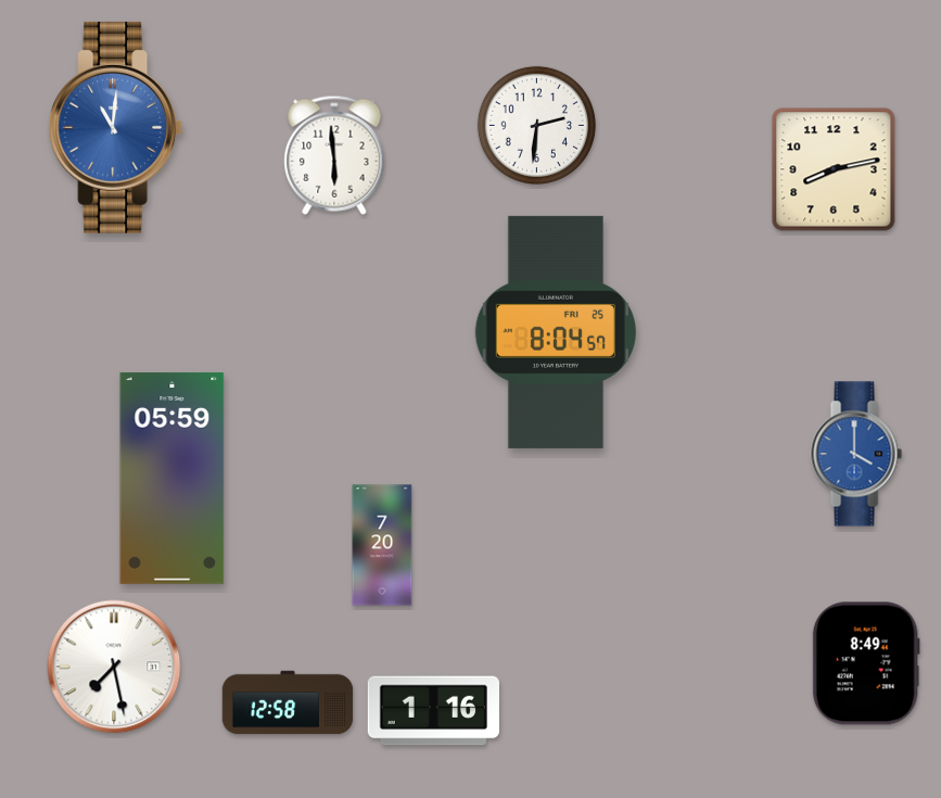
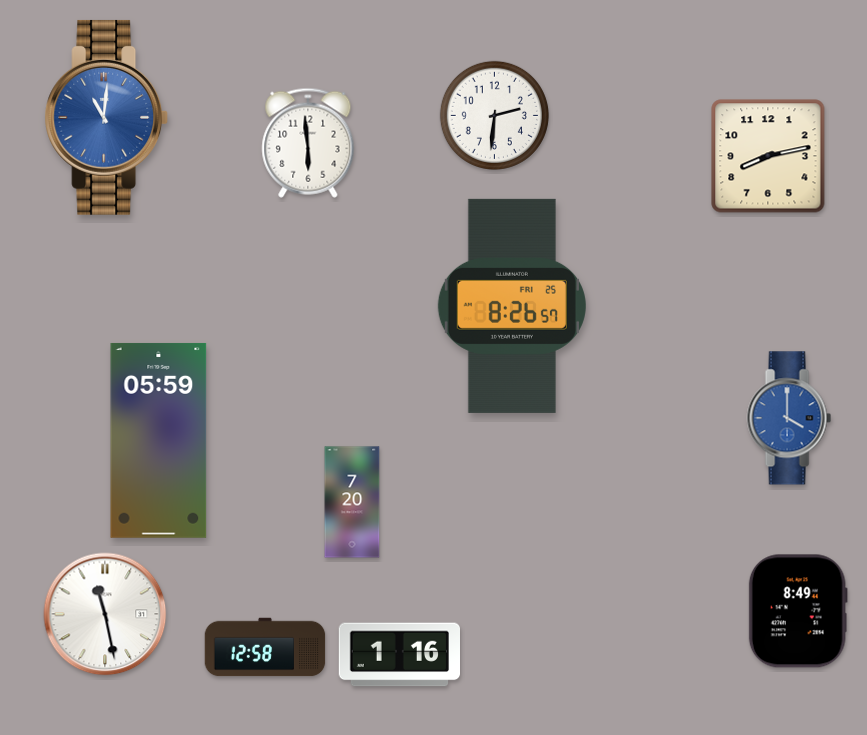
clock at (556, 332): 8:04 -> 8:26
clock at (114, 667): 7:28 -> 11:28
